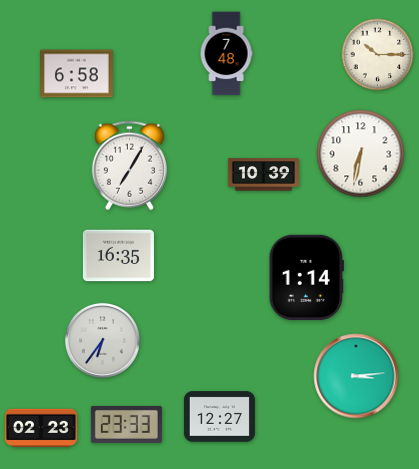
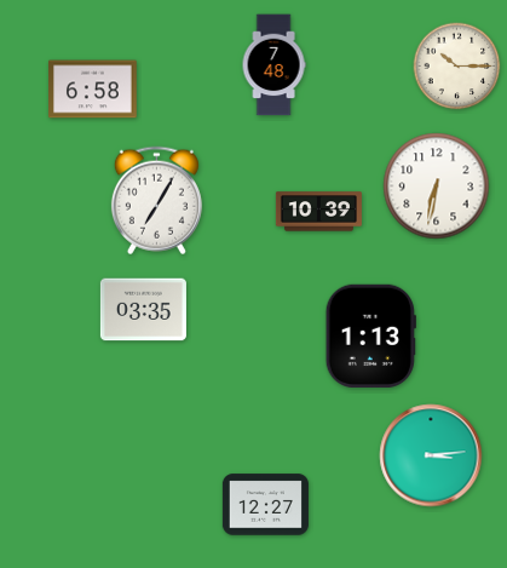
clock at (118, 256): 16:35 -> 03:35
clock at (306, 277): 1:14 -> 1:13
clock at (102, 340): 6:36 -> none
clock at (126, 424): 23:33 -> none
clock at (41, 428): 02:23 -> none
